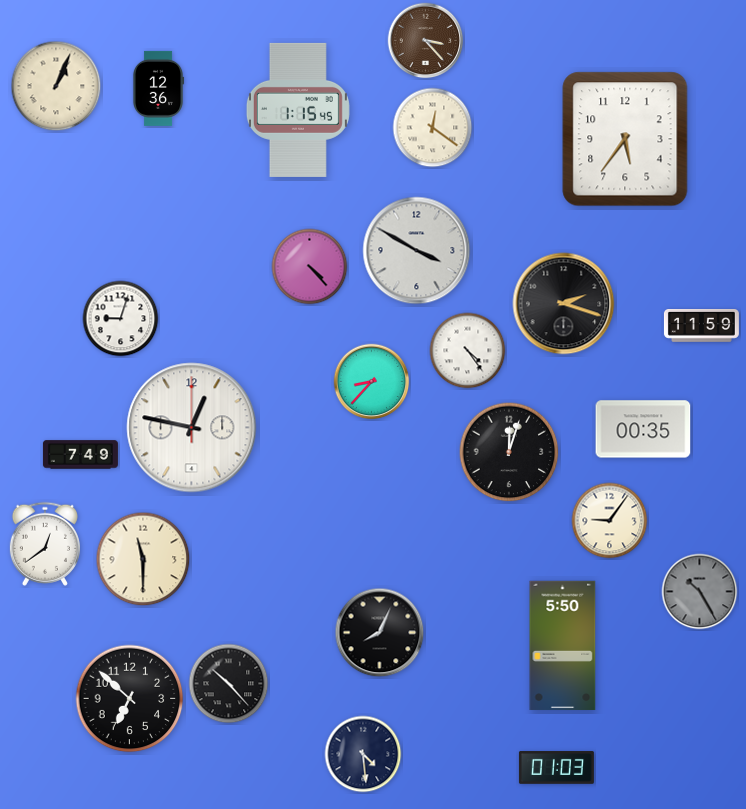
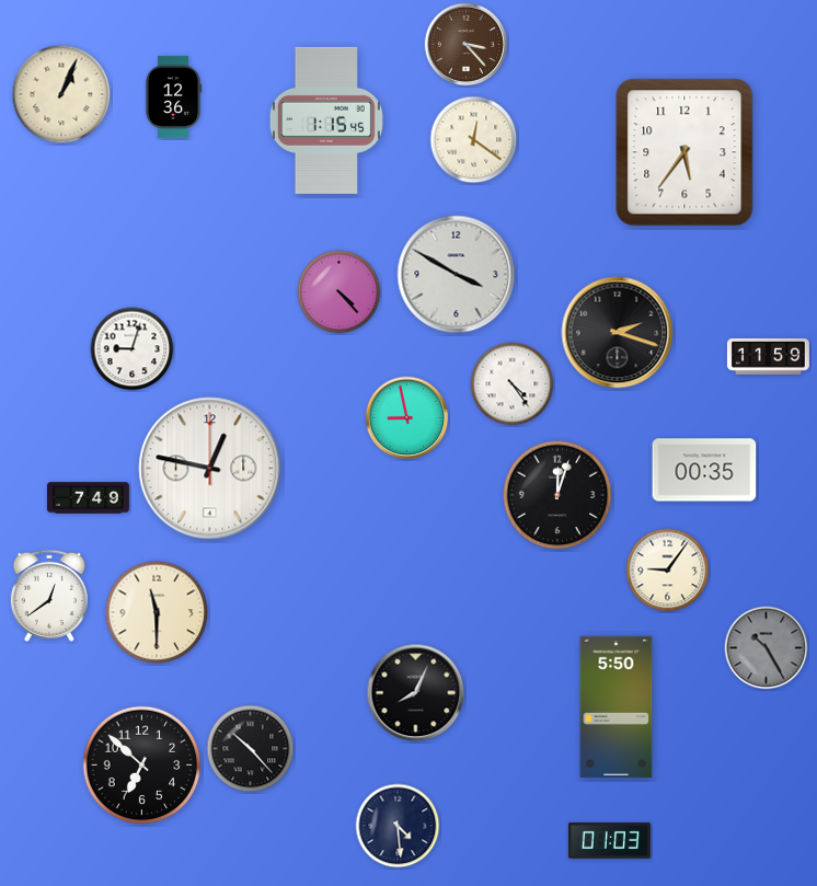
clock at (372, 382): 8:37 -> 8:58
